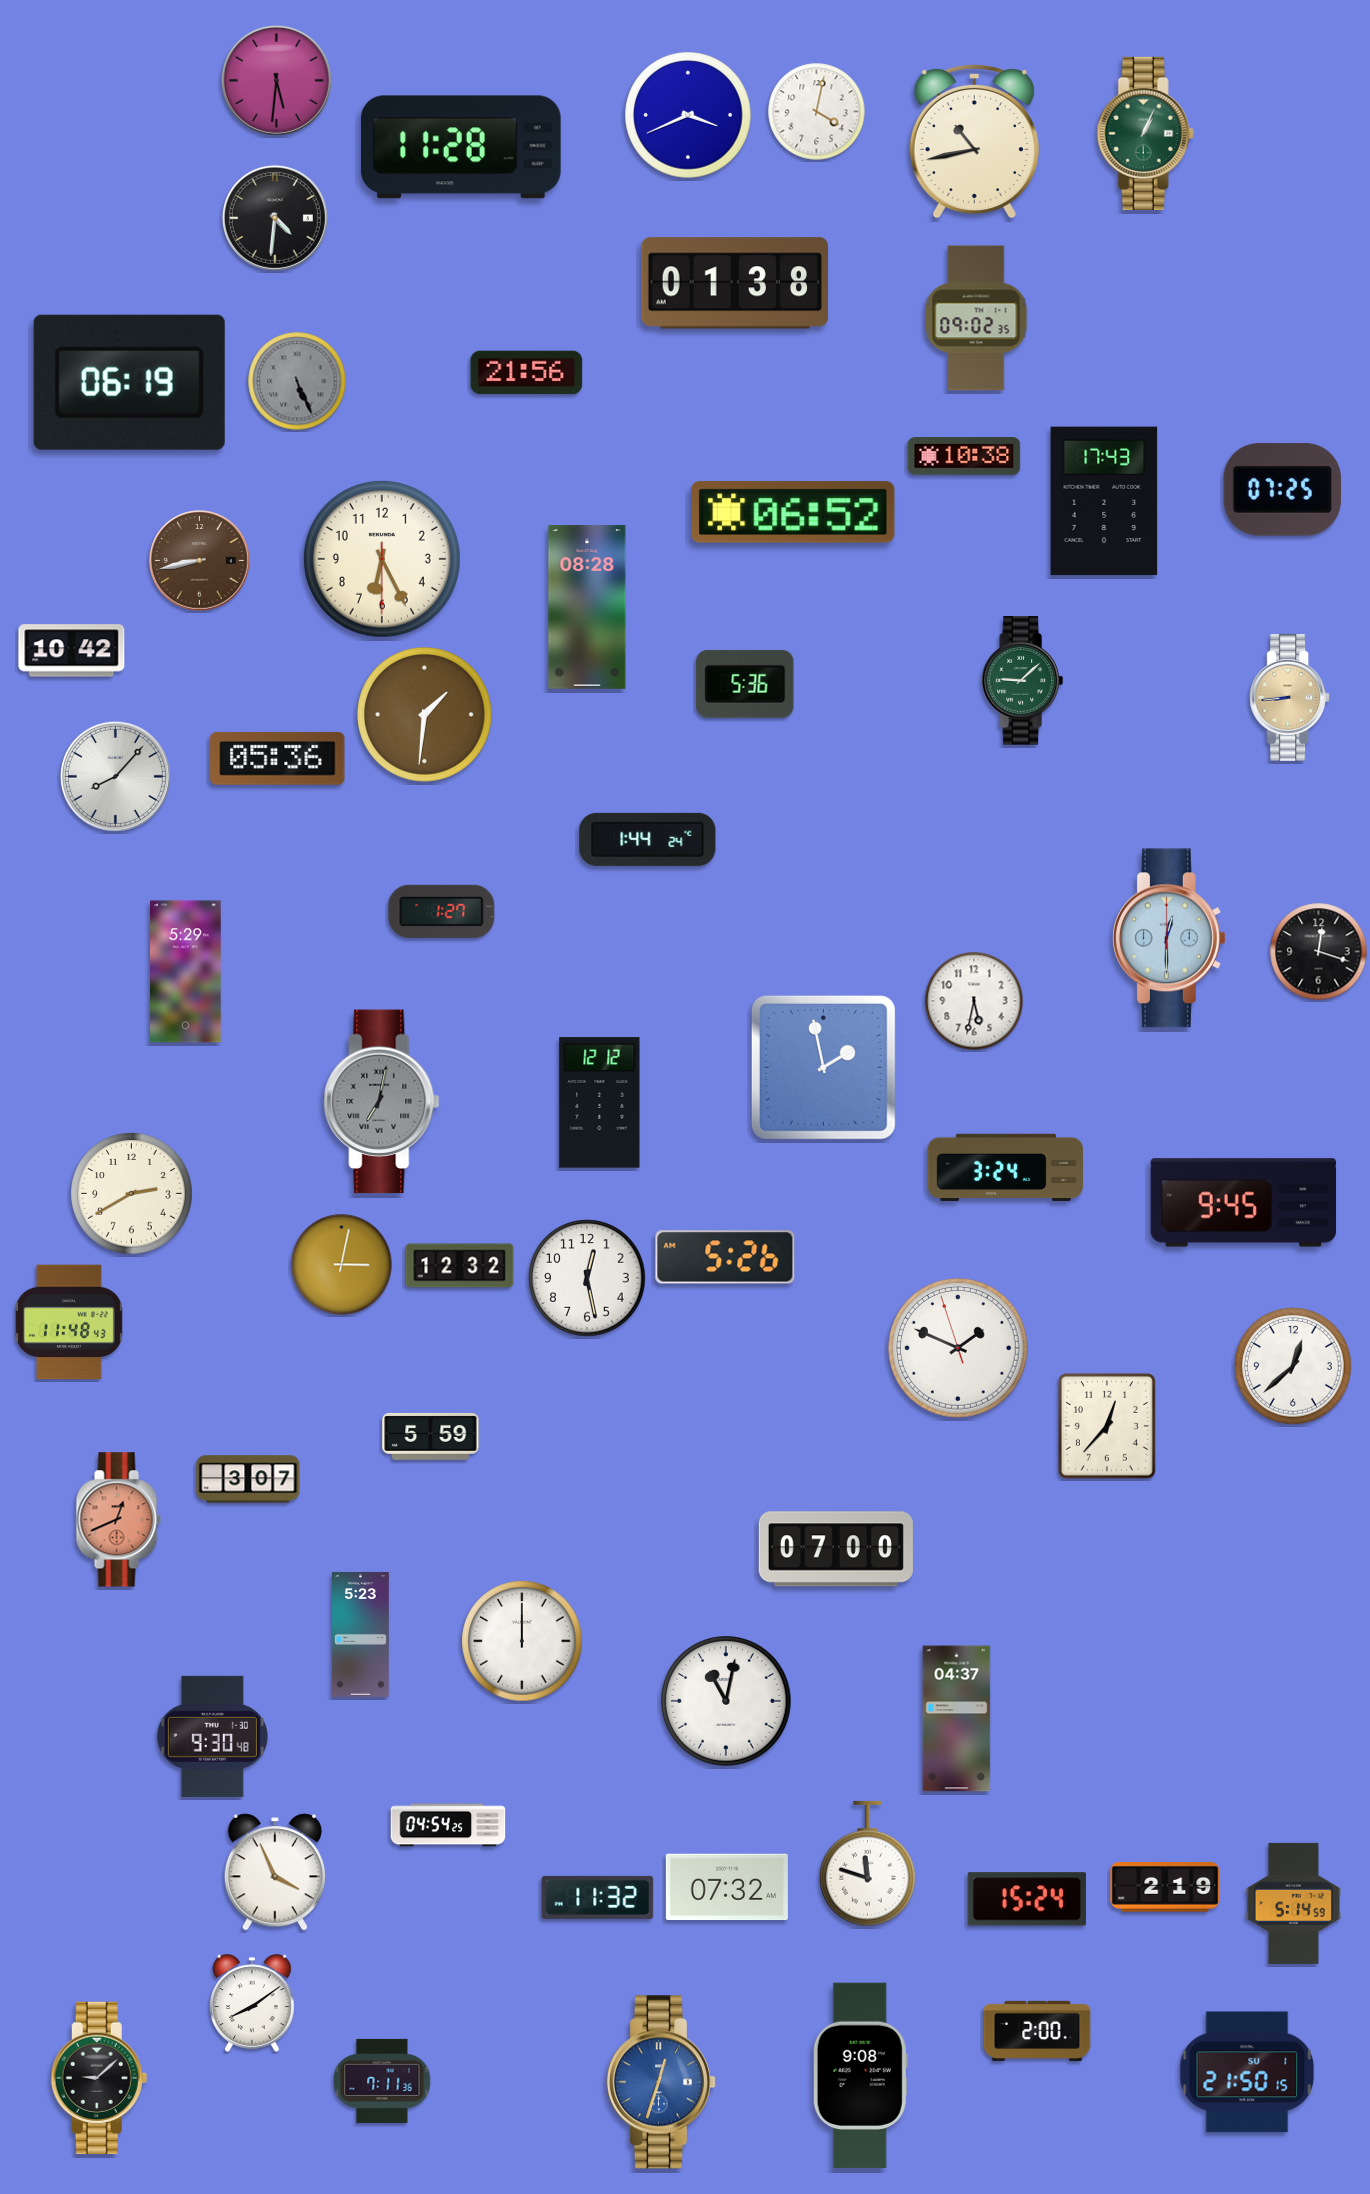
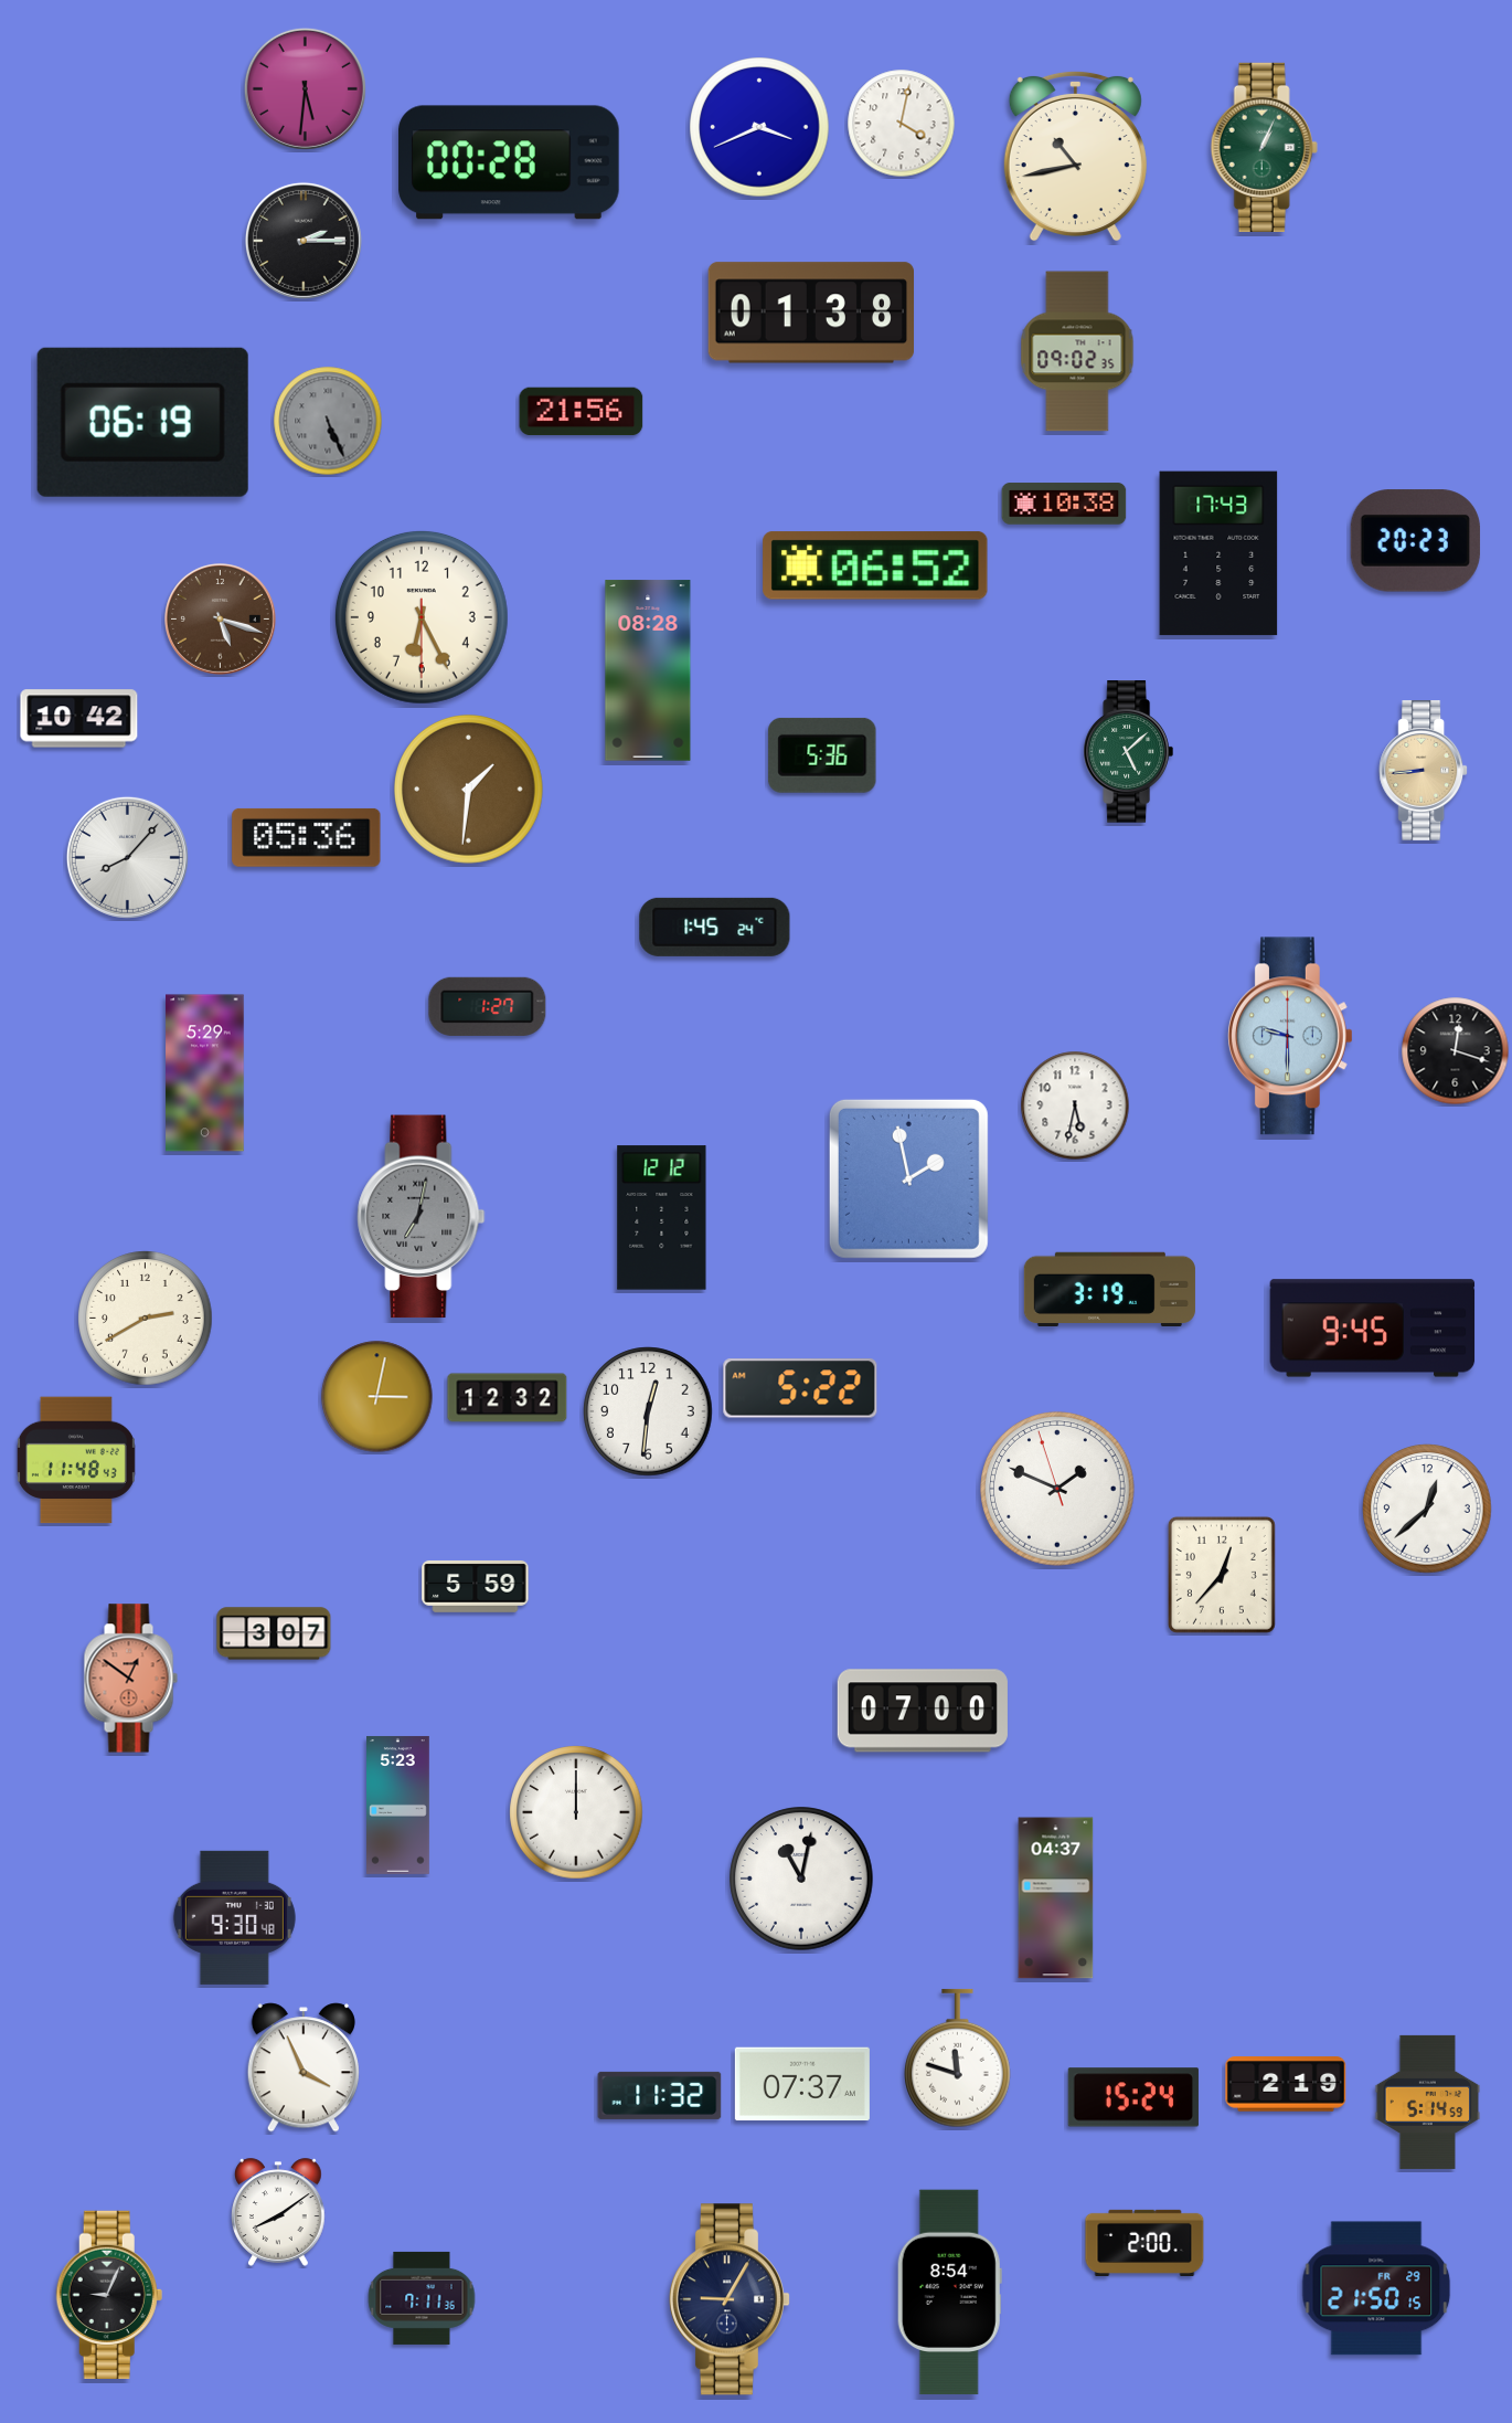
clock at (461, 147): 11:28 -> 00:28
clock at (275, 218): 4:31 -> 2:15
clock at (1282, 490): 07:25 -> 20:23
clock at (200, 561): 8:43 -> 5:18
clock at (1022, 681): 9:08 -> 5:08
clock at (648, 839): 1:44 -> 1:45
clock at (1169, 938): 12:30 -> 9:30
clock at (1005, 1167): 3:24 -> 3:19
clock at (725, 1257): 5:26 -> 5:22
clock at (587, 1278): 12:28 -> 12:31
clock at (118, 1520): 12:41 -> 12:51
clock at (448, 1825): 04:54 -> none
clock at (727, 1887): 07:32 -> 07:37
clock at (1247, 2072) date: SU 1 -> FR 29
clock at (860, 2076): 9:08 -> 8:54
clock at (99, 2077): 9:08 -> 9:04
clock at (660, 2082): 12:33 -> 9:05
clock at (660, 2082) dial: blue -> navy
